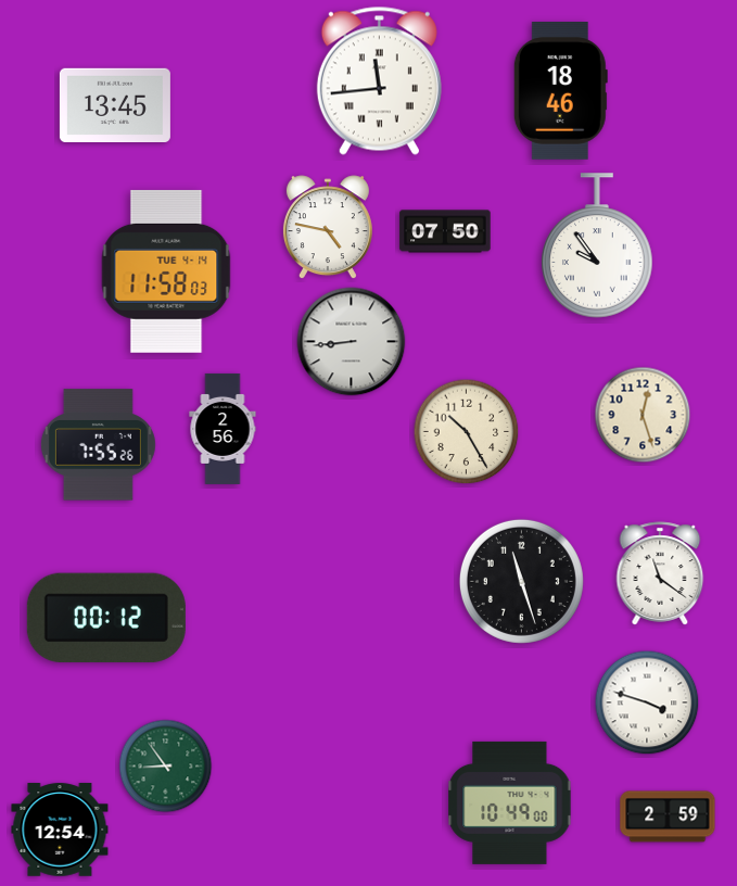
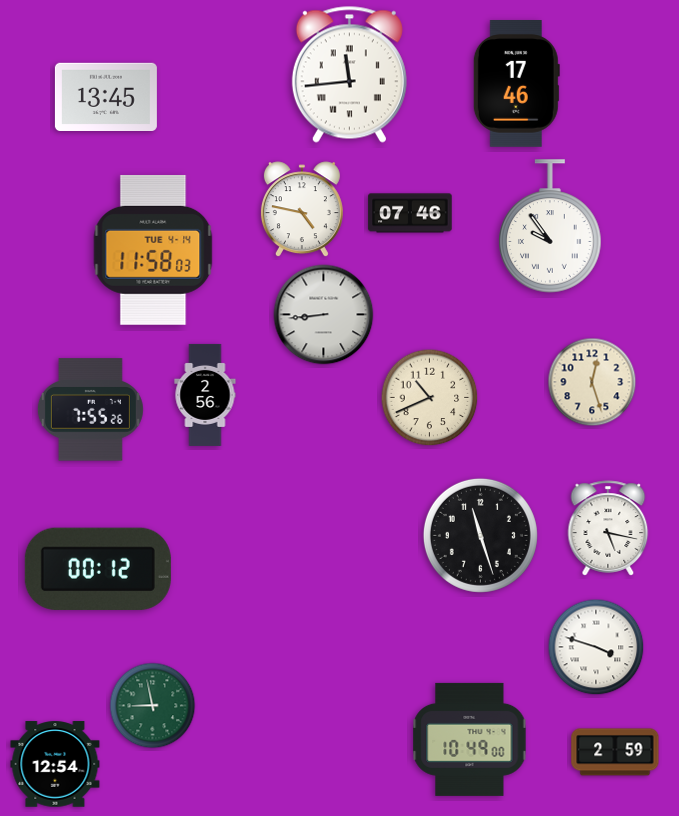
clock at (560, 91): 18:46 -> 17:46
clock at (445, 231): 07:50 -> 07:46
clock at (467, 432): 10:25 -> 10:41
clock at (660, 573): 11:21 -> 5:17
clock at (166, 767): 8:54 -> 8:58
